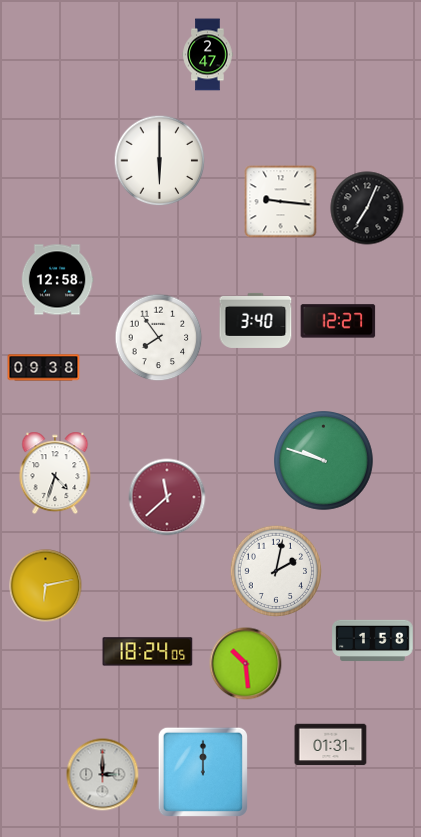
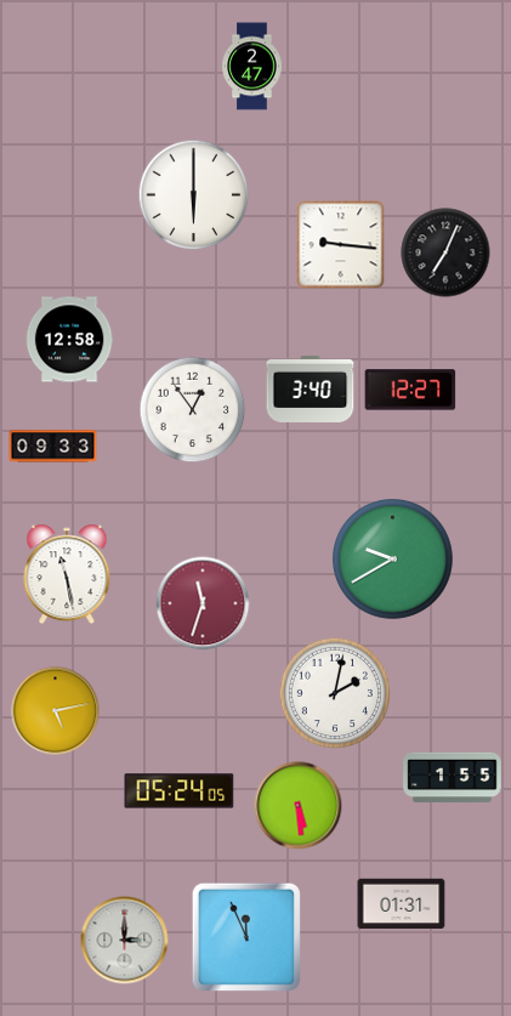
clock at (159, 338): 7:54 -> 12:54
clock at (44, 368): 09:38 -> 09:33
clock at (324, 461): 9:48 -> 9:40
clock at (55, 473): 4:33 -> 11:28
clock at (167, 497): 11:38 -> 11:33
clock at (46, 586): 6:13 -> 5:13
clock at (373, 641): 1:58 -> 1:55
clock at (148, 652): 18:24 -> 05:24
clock at (246, 664): 10:29 -> 5:29
clock at (203, 772): 12:00 -> 11:56
